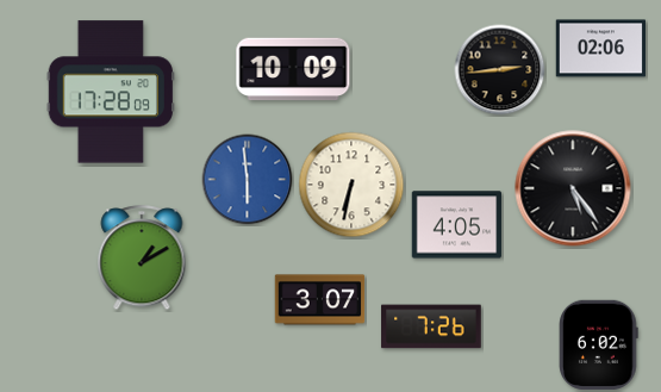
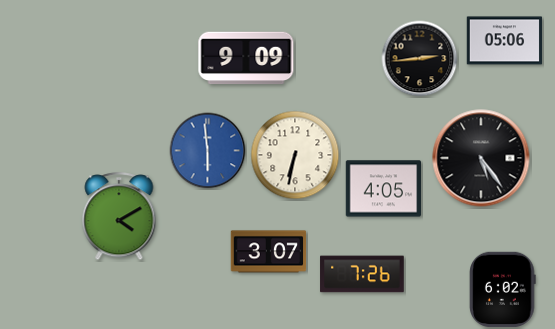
clock at (601, 49): 02:06 -> 05:06
clock at (293, 69): 10:09 -> 9:09
clock at (111, 92): 17:28 -> none
clock at (142, 259): 1:10 -> 4:10
